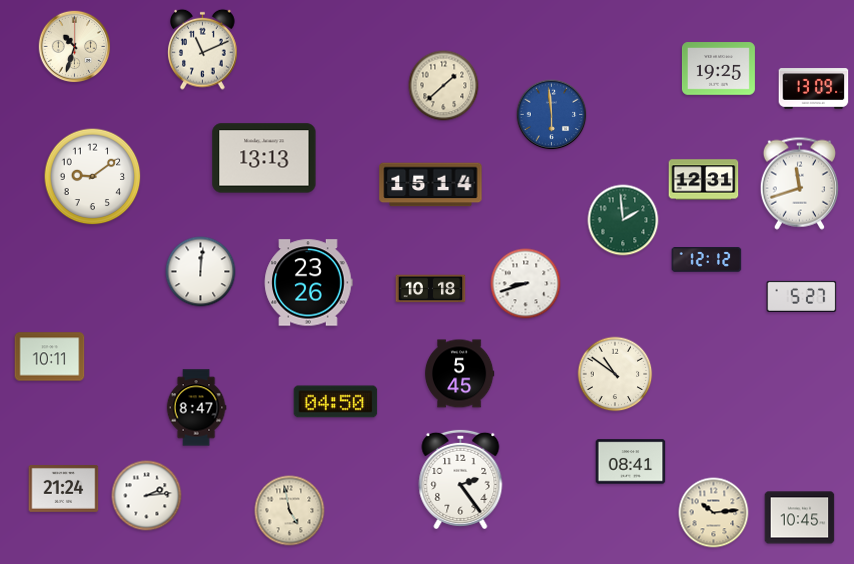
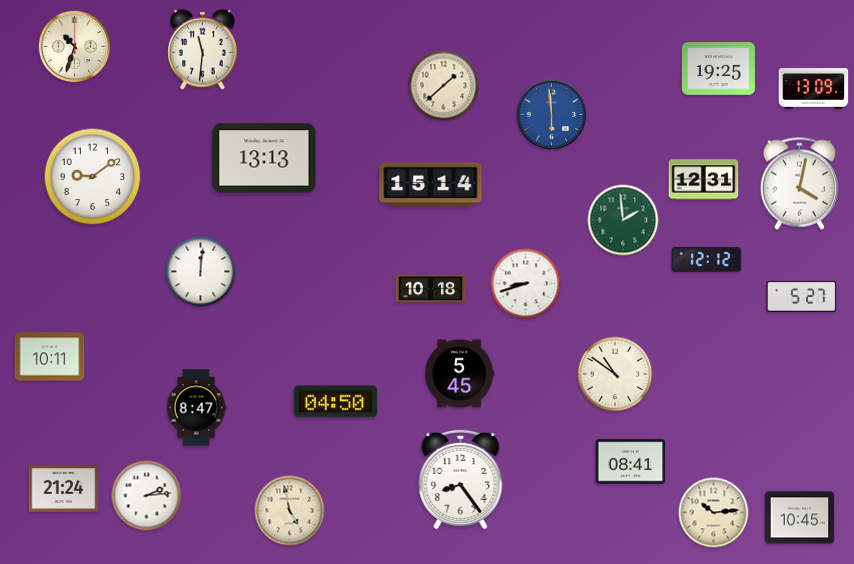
clock at (203, 49): 11:11 -> 11:31
clock at (799, 183): 11:42 -> 4:02
clock at (308, 283): 23:26 -> none
clock at (461, 479): 2:24 -> 8:24
